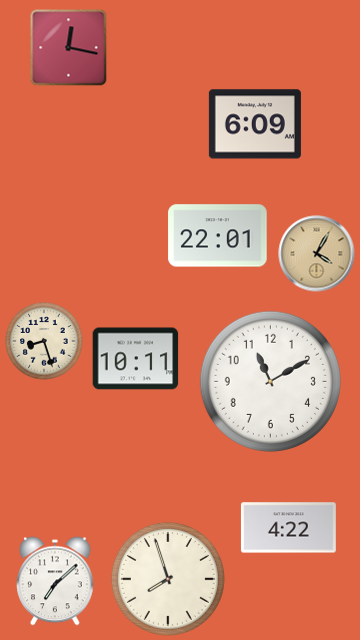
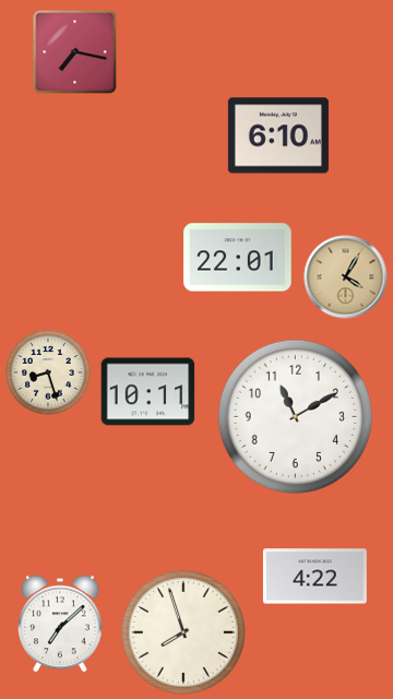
clock at (69, 48): 12:17 -> 7:17
clock at (255, 124): 6:09 -> 6:10
clock at (55, 581) position: (55, 581) -> (60, 624)
